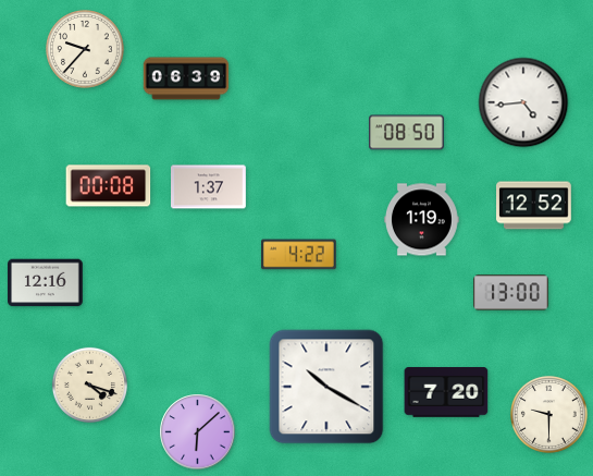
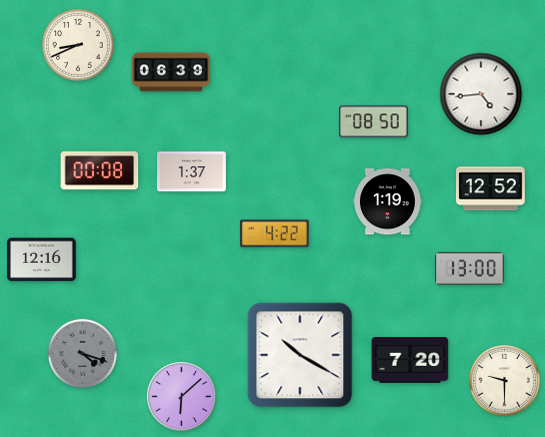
clock at (86, 50): 9:37 -> 8:41
clock at (89, 385) dial: cream -> grey
